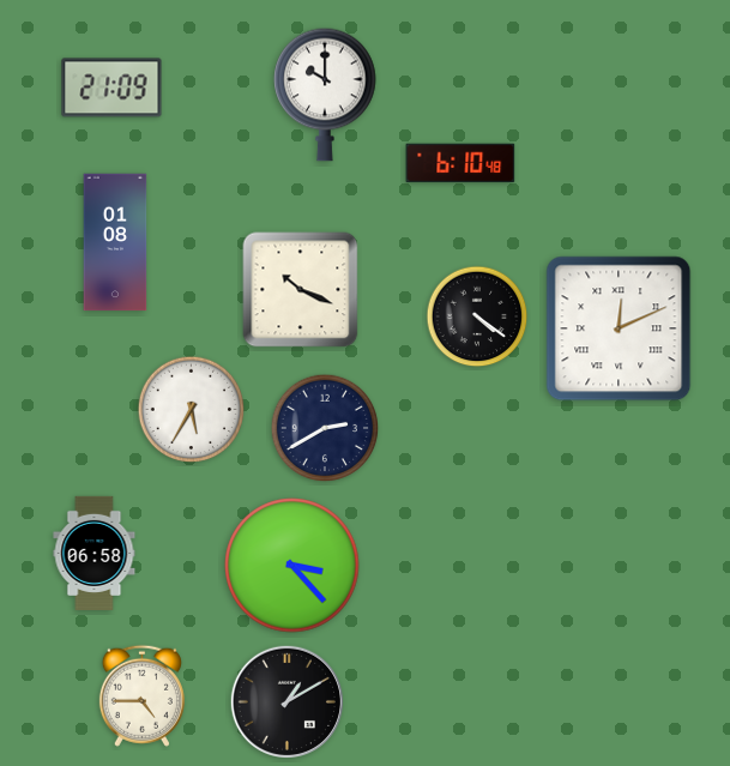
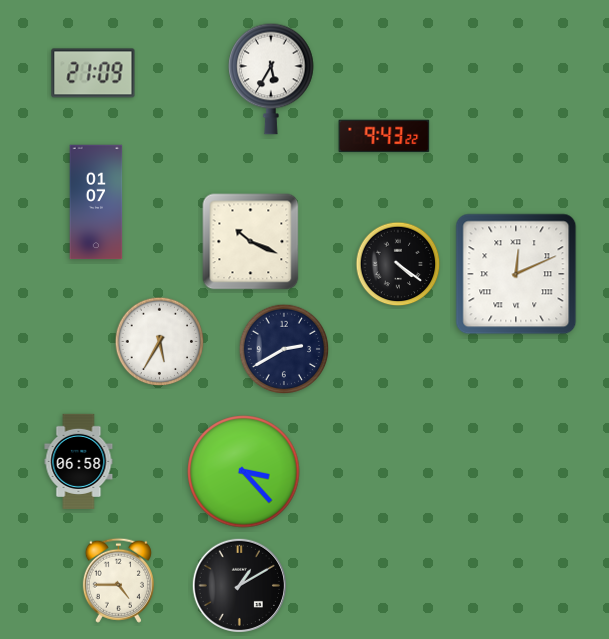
clock at (325, 95): 10:00 -> 5:35
clock at (460, 163): 6:10 -> 9:43
clock at (115, 242): 01:08 -> 01:07
clock at (325, 428) position: (325, 428) -> (284, 349)
